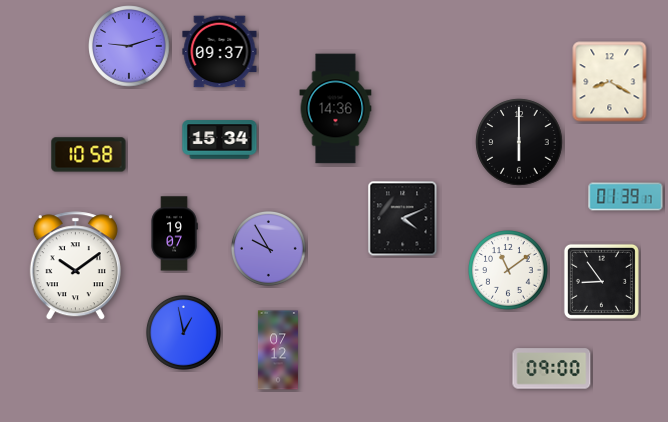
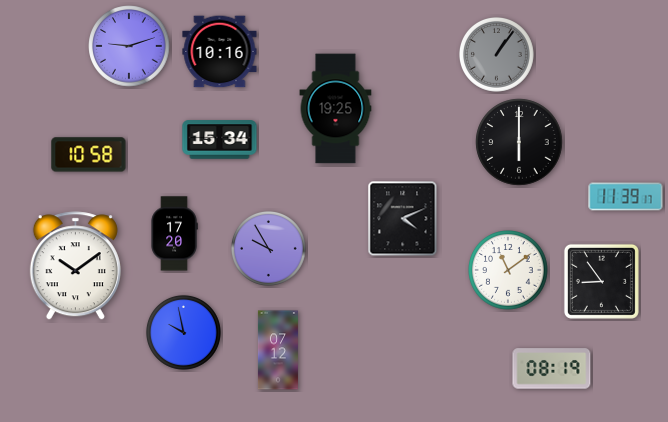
clock at (220, 52): 09:37 -> 10:16
clock at (496, 54): none -> 1:06
clock at (610, 82): 8:20 -> none
clock at (336, 109): 14:36 -> 19:25
clock at (626, 197): 01:39 -> 11:39
clock at (174, 234): 19:07 -> 17:20
clock at (183, 332): 12:58 -> 9:58
clock at (552, 369): 09:00 -> 08:19
